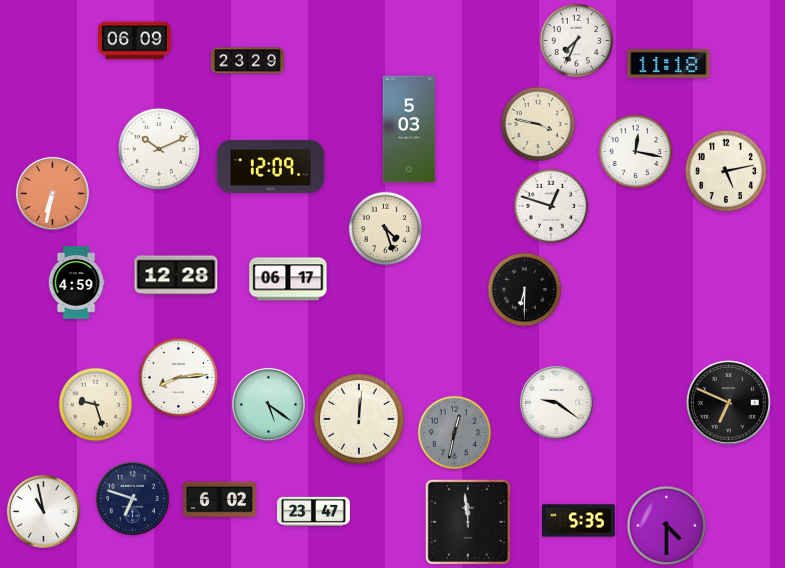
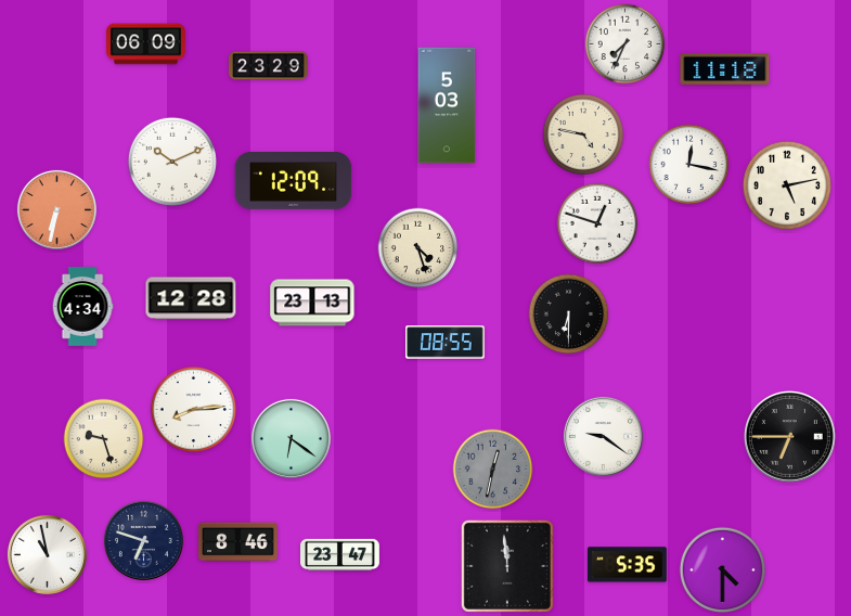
clock at (538, 124): 3:47 -> 4:47
clock at (409, 129) position: (409, 129) -> (447, 105)
clock at (288, 279): 06:17 -> 23:13
clock at (76, 283): 4:59 -> 4:34
clock at (446, 343): none -> 08:55
clock at (728, 402): 6:49 -> 6:45
clock at (268, 404): 5:21 -> 6:21
clock at (359, 419): 12:01 -> none
clock at (220, 500): 6:02 -> 8:46
